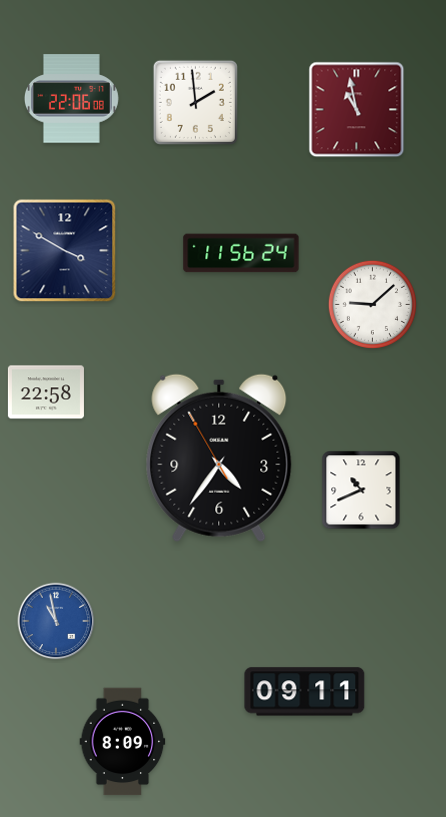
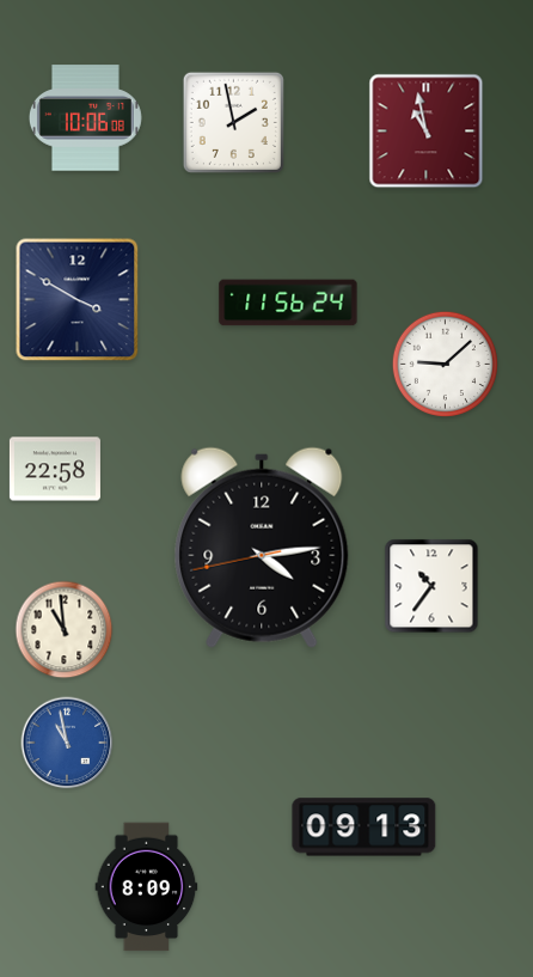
clock at (71, 99): 22:06 -> 10:06
clock at (195, 102): 1:59 -> 1:58
clock at (219, 458): 4:35 -> 4:13
clock at (361, 490): 10:41 -> 10:36
clock at (65, 630): none -> 10:59
clock at (305, 692): 09:11 -> 09:13
